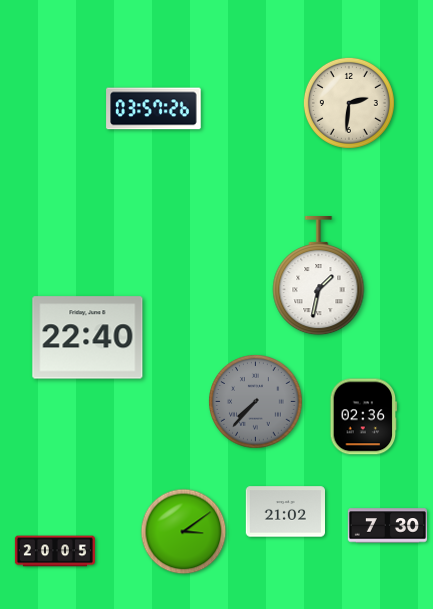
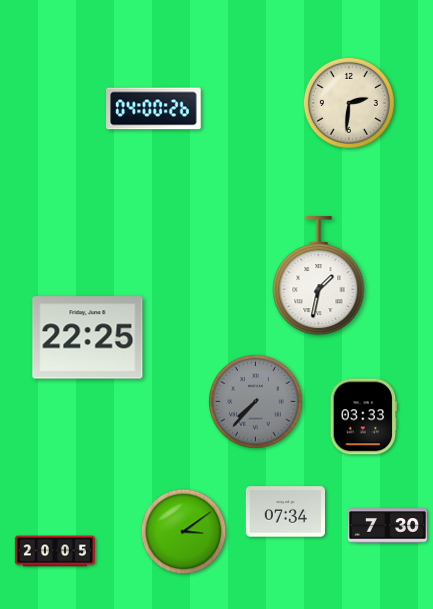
clock at (154, 109): 03:57 -> 04:00
clock at (88, 338): 22:40 -> 22:25
clock at (364, 417): 02:36 -> 03:33
clock at (285, 512): 21:02 -> 07:34
